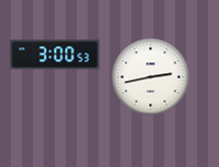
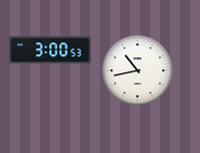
clock at (151, 77): 2:43 -> 10:43
